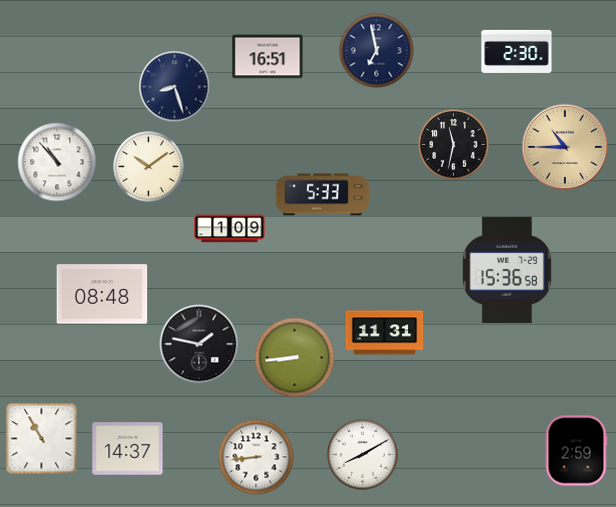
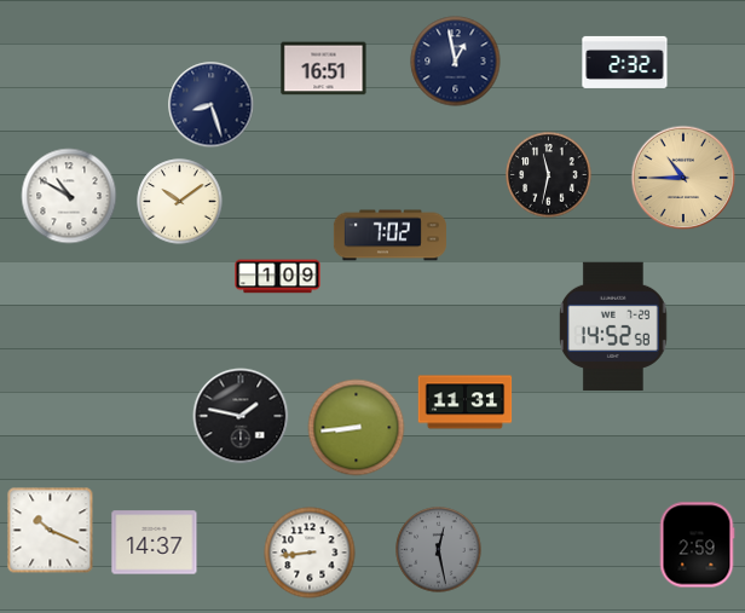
clock at (377, 51): 6:58 -> 12:58
clock at (517, 51): 2:30 -> 2:32
clock at (57, 162): 10:53 -> 10:50
clock at (322, 195): 5:33 -> 7:02
clock at (508, 270): 15:36 -> 14:52
clock at (102, 294): 08:48 -> none
clock at (295, 358) position: (295, 358) -> (357, 428)
clock at (42, 439): 10:55 -> 10:19
clock at (363, 455): 8:10 -> 12:28
clock at (363, 455) dial: white -> grey
